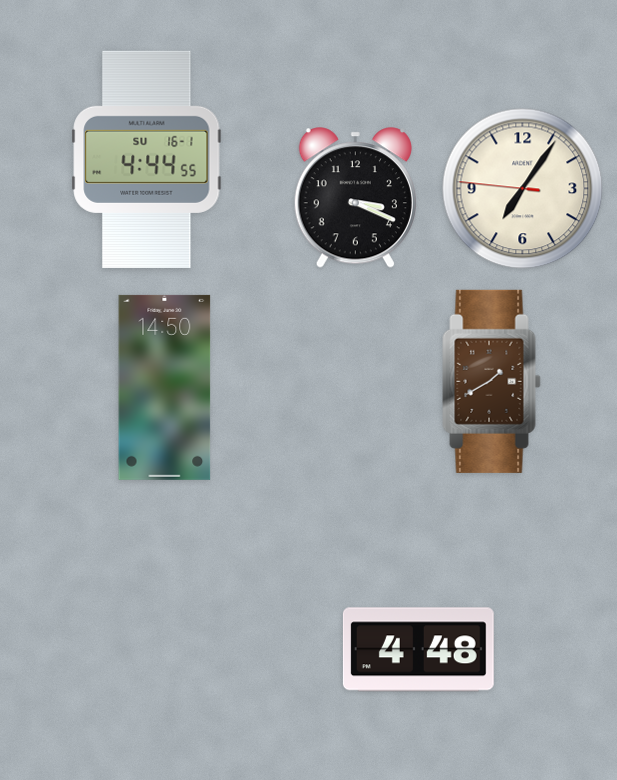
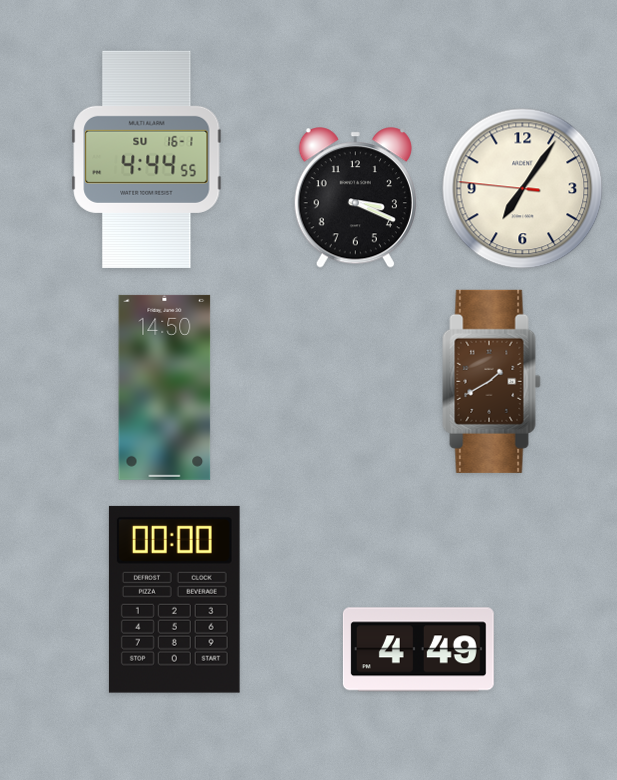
clock at (174, 599): none -> 00:00
clock at (418, 650): 4:48 -> 4:49
